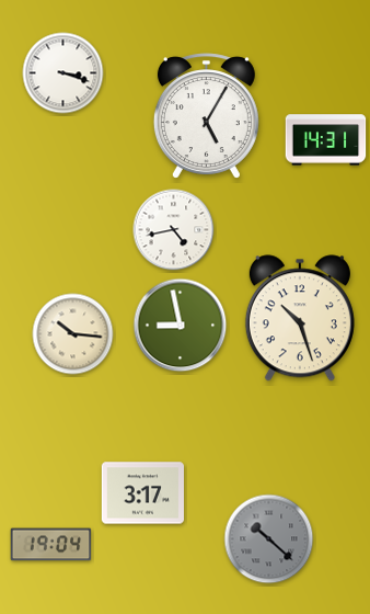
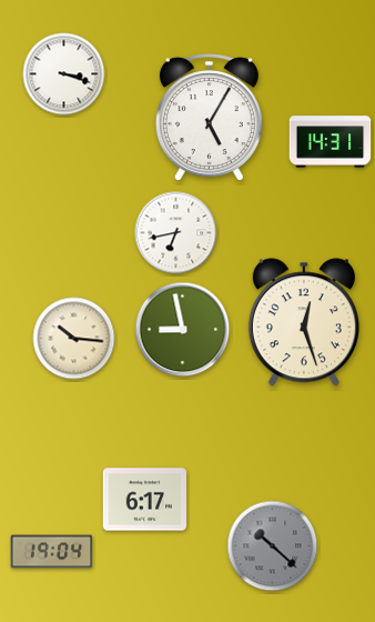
clock at (174, 230): 4:43 -> 6:43
clock at (300, 318): 10:27 -> 12:27
clock at (143, 493): 3:17 -> 6:17
